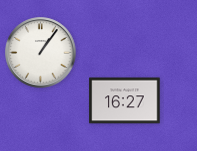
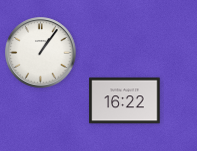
clock at (125, 101): 16:27 -> 16:22
